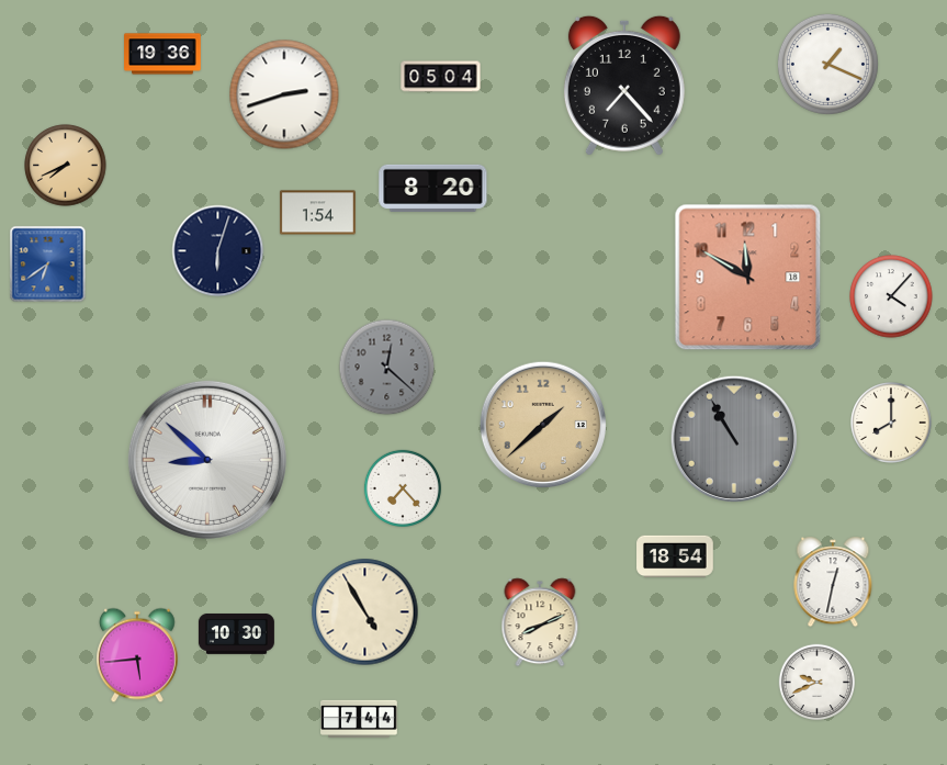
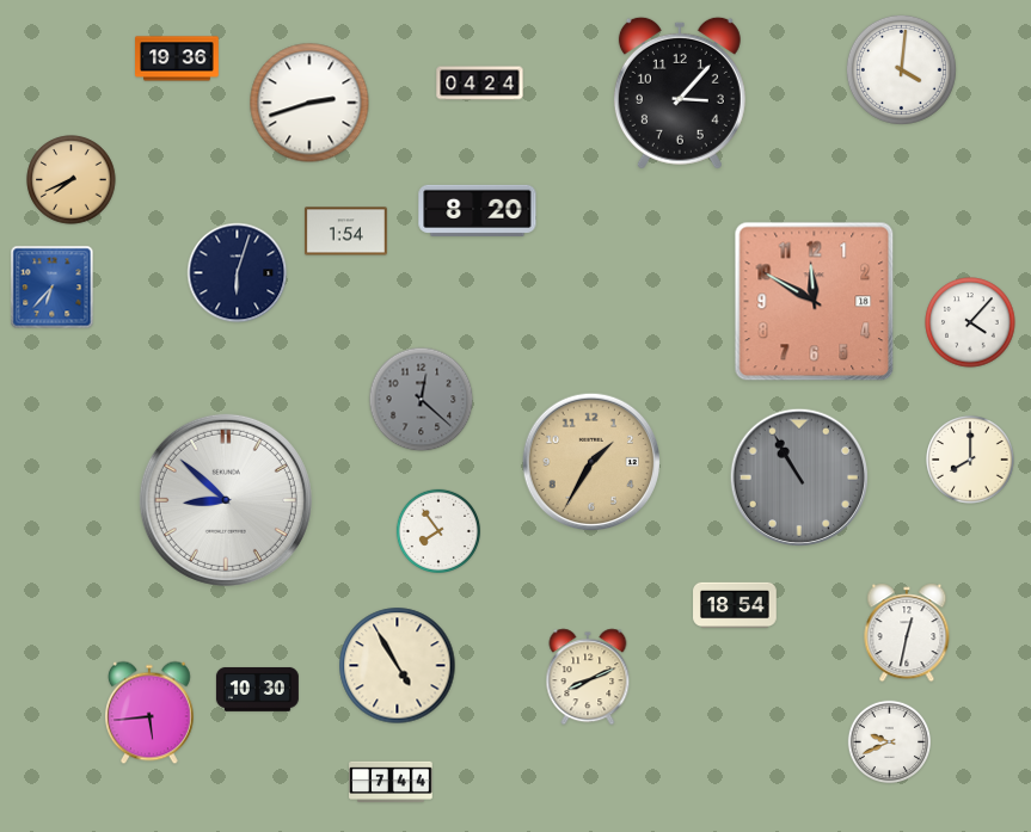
clock at (827, 64): 1:19 -> 4:01
clock at (441, 77): 05:04 -> 04:24
clock at (624, 86): 7:23 -> 3:07
clock at (433, 188) position: (433, 188) -> (478, 210)
clock at (48, 265): 6:39 -> 6:37
clock at (543, 425): 1:38 -> 1:35
clock at (402, 487): 7:23 -> 7:54
